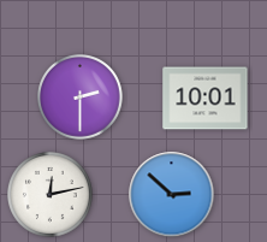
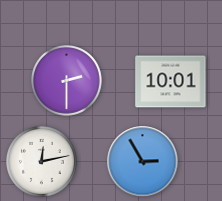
clock at (172, 195): 2:52 -> 2:55
